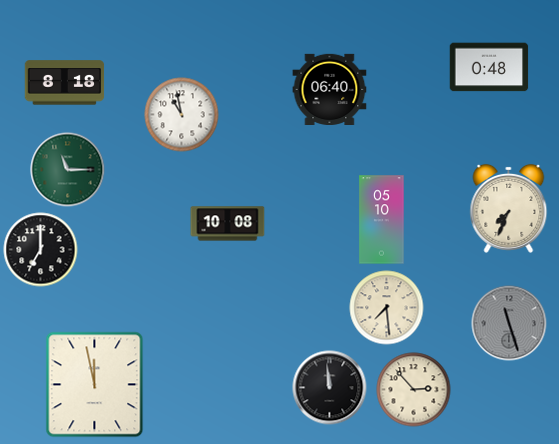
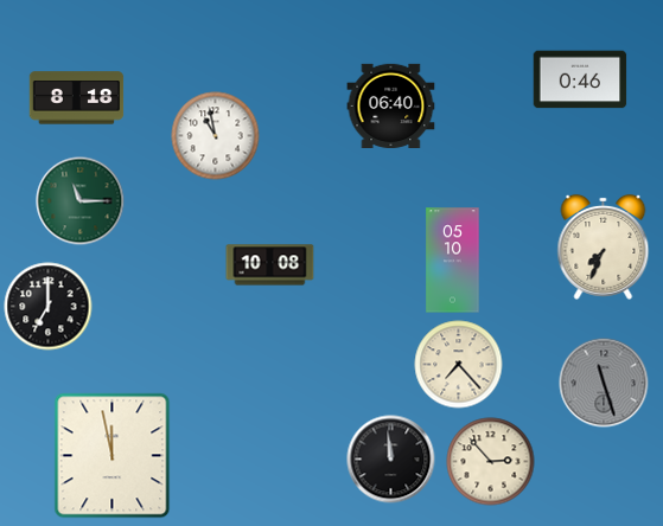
clock at (489, 67): 0:48 -> 0:46
clock at (41, 250) position: (41, 250) -> (49, 307)
clock at (387, 308): 7:29 -> 7:23
